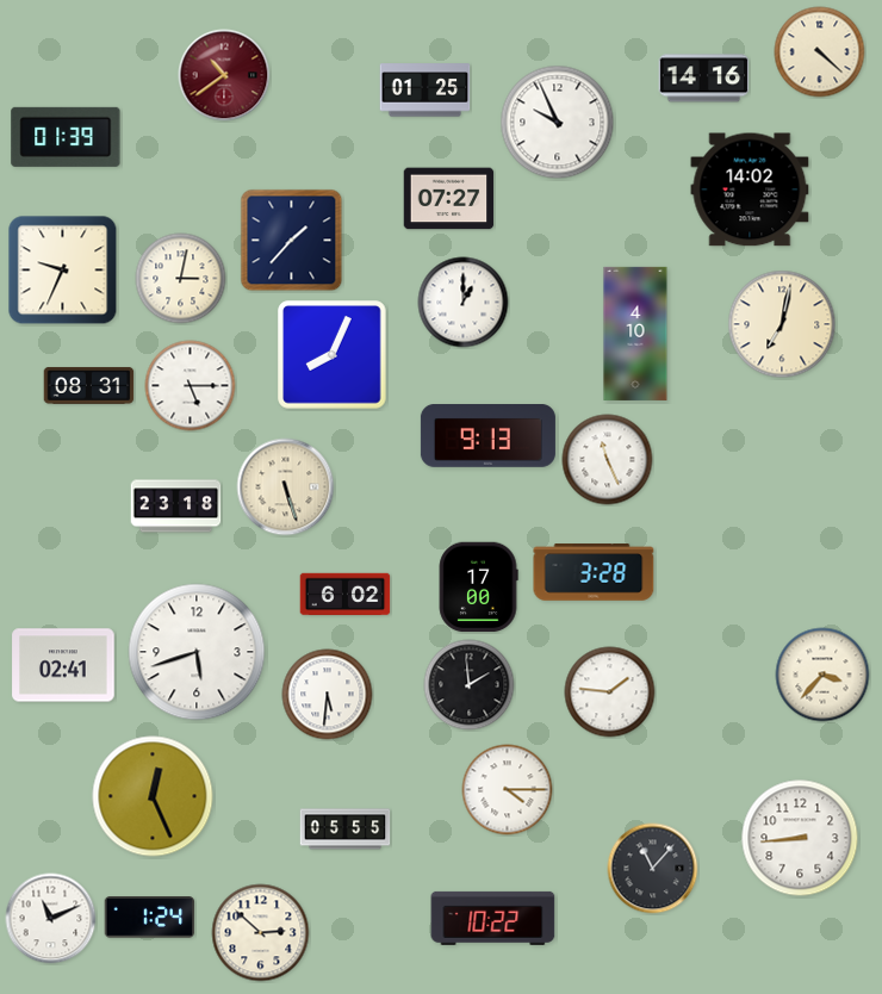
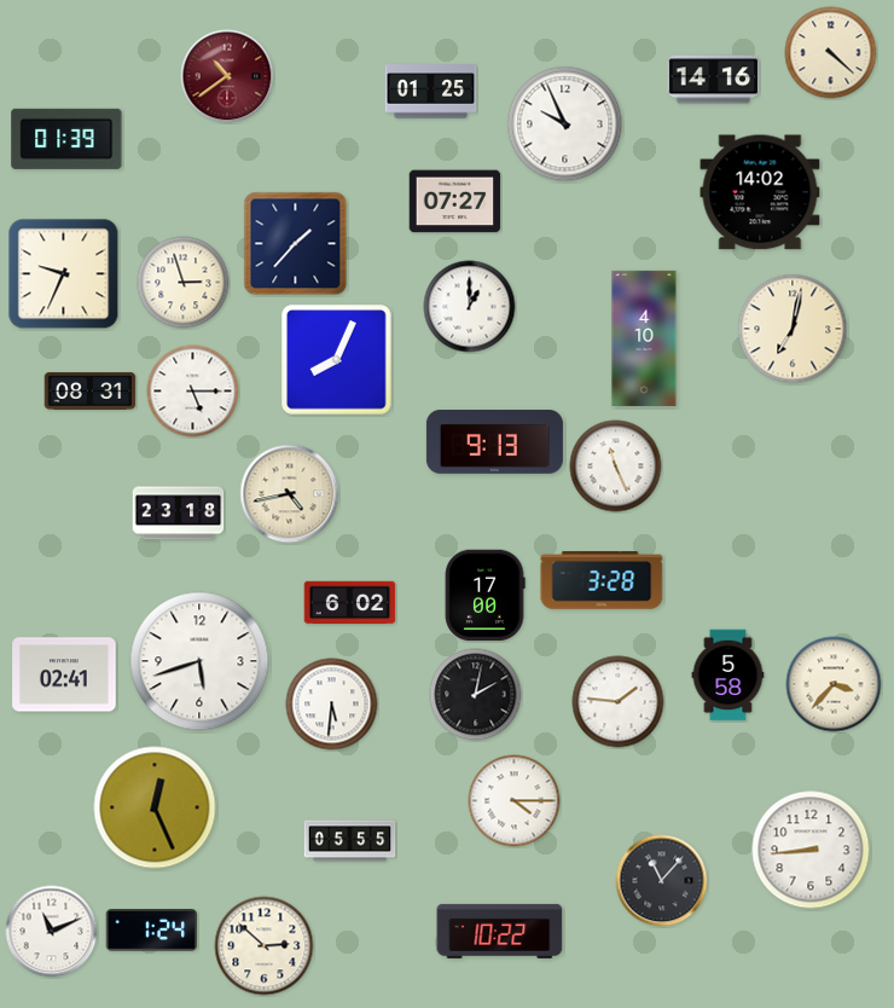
clock at (181, 279): 3:02 -> 2:57
clock at (286, 487): 5:27 -> 4:43
clock at (728, 676): none -> 5:58
clock at (470, 685): 1:59 -> 2:02
